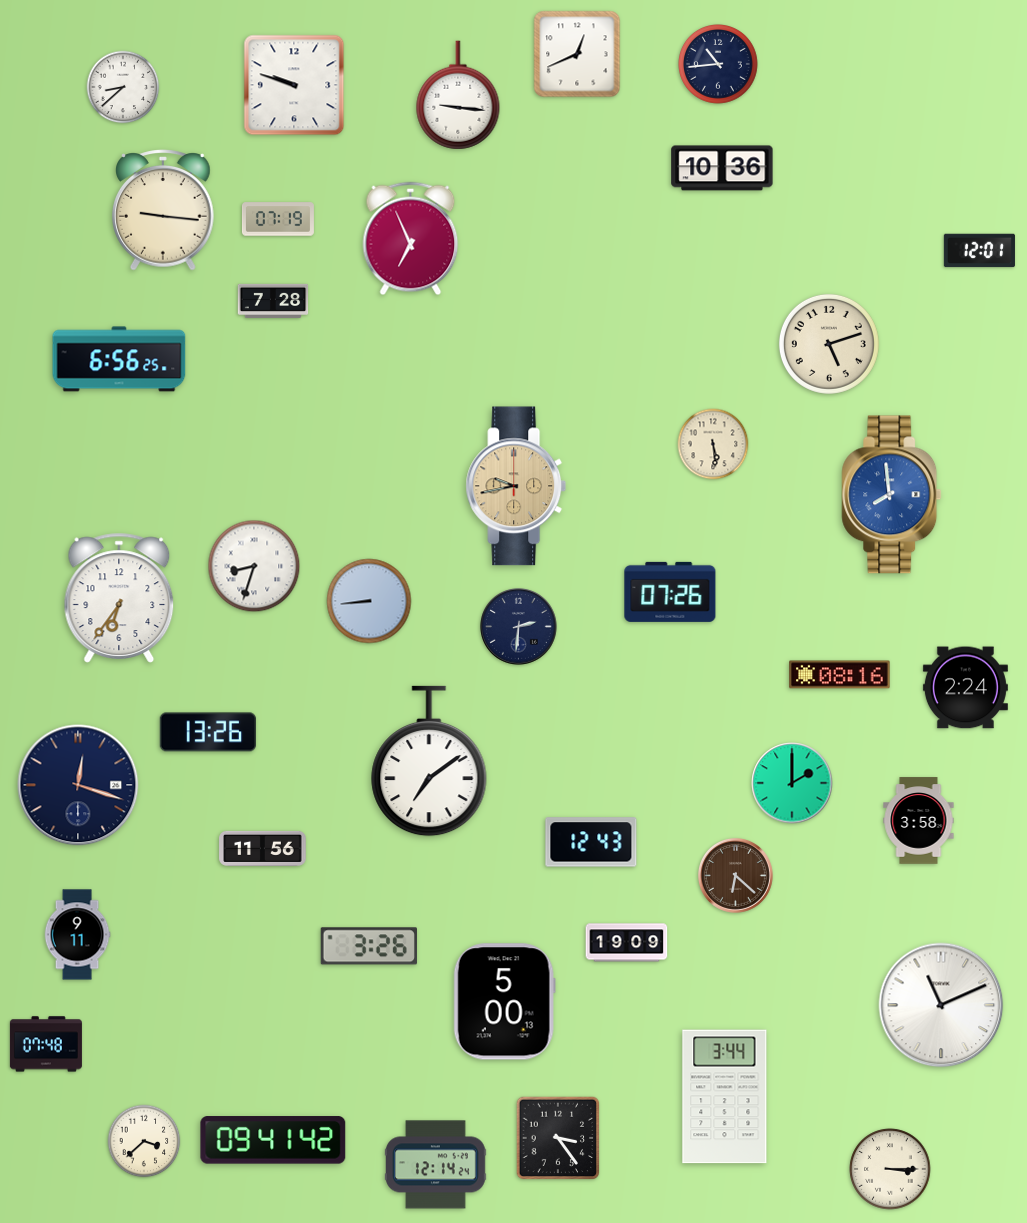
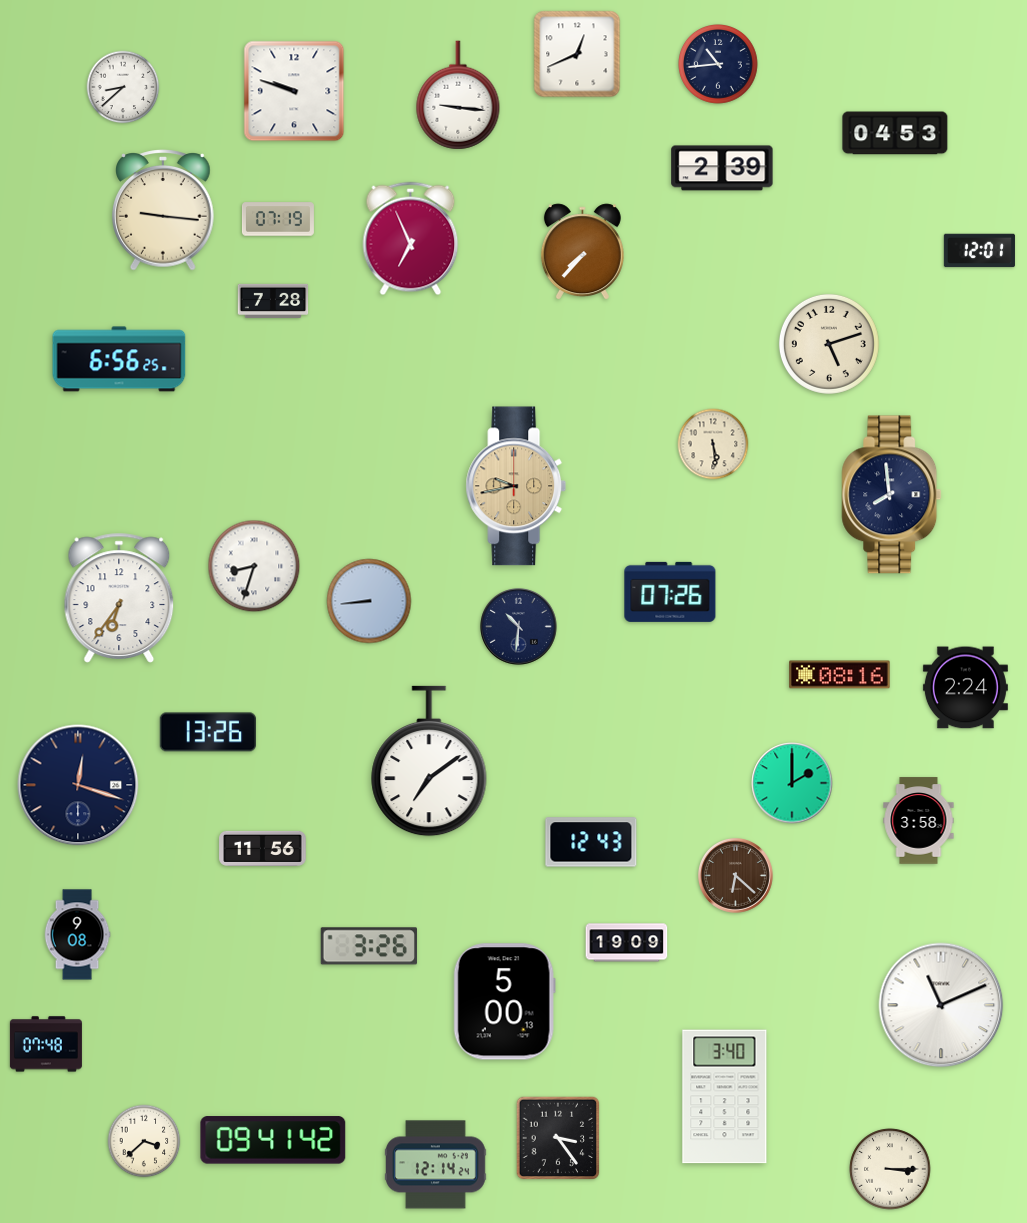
clock at (294, 85) position: (294, 85) -> (294, 91)
clock at (895, 133): none -> 04:53
clock at (722, 168): 10:36 -> 2:39
clock at (582, 252): none -> 7:37
clock at (892, 495) dial: blue -> navy
clock at (519, 627): 2:31 -> 10:31
clock at (77, 935): 9:11 -> 9:08
clock at (725, 1097): 3:44 -> 3:40
